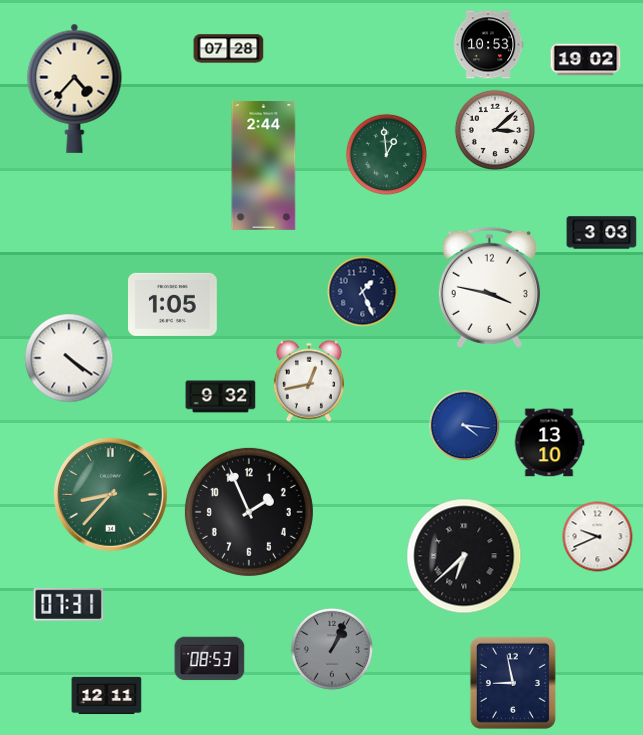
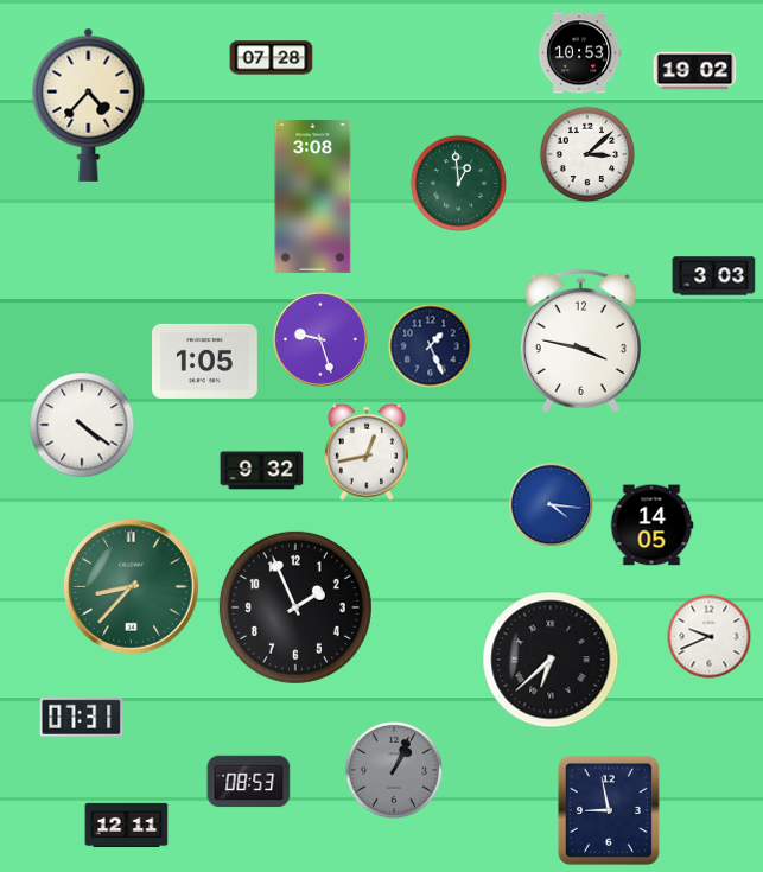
clock at (264, 165): 2:44 -> 3:08
clock at (320, 339): none -> 9:27
clock at (549, 443): 13:10 -> 14:05
